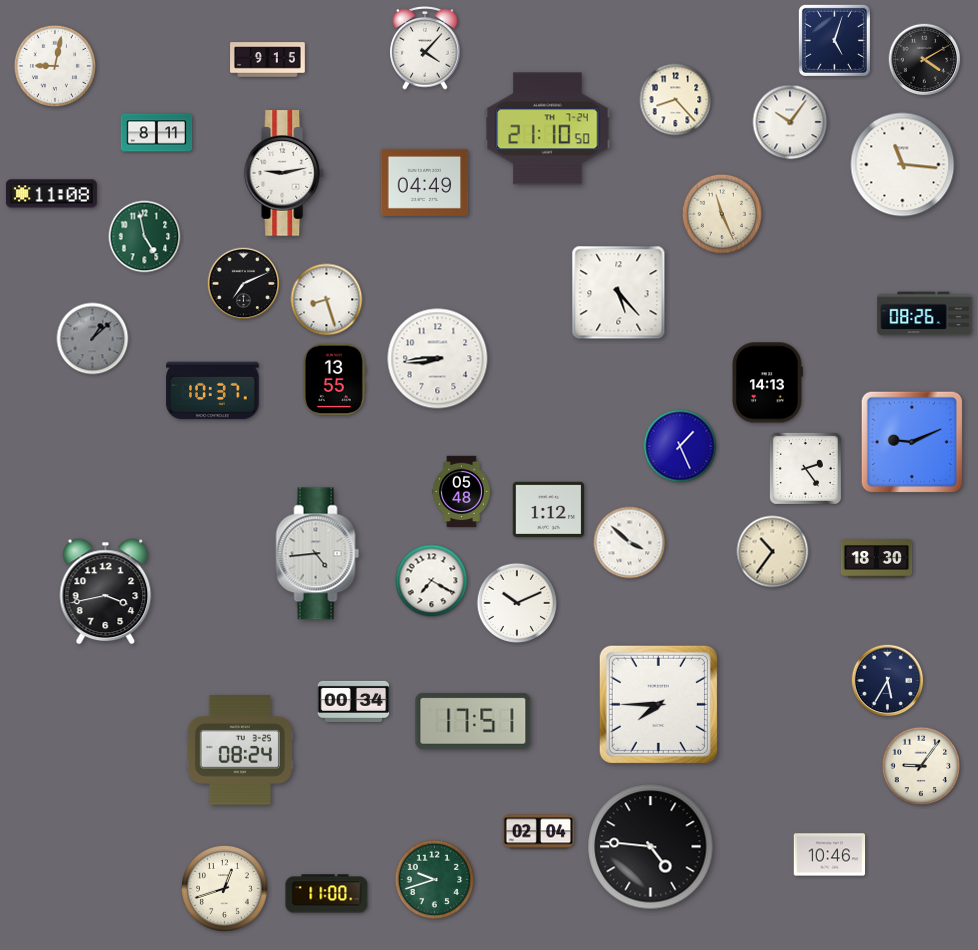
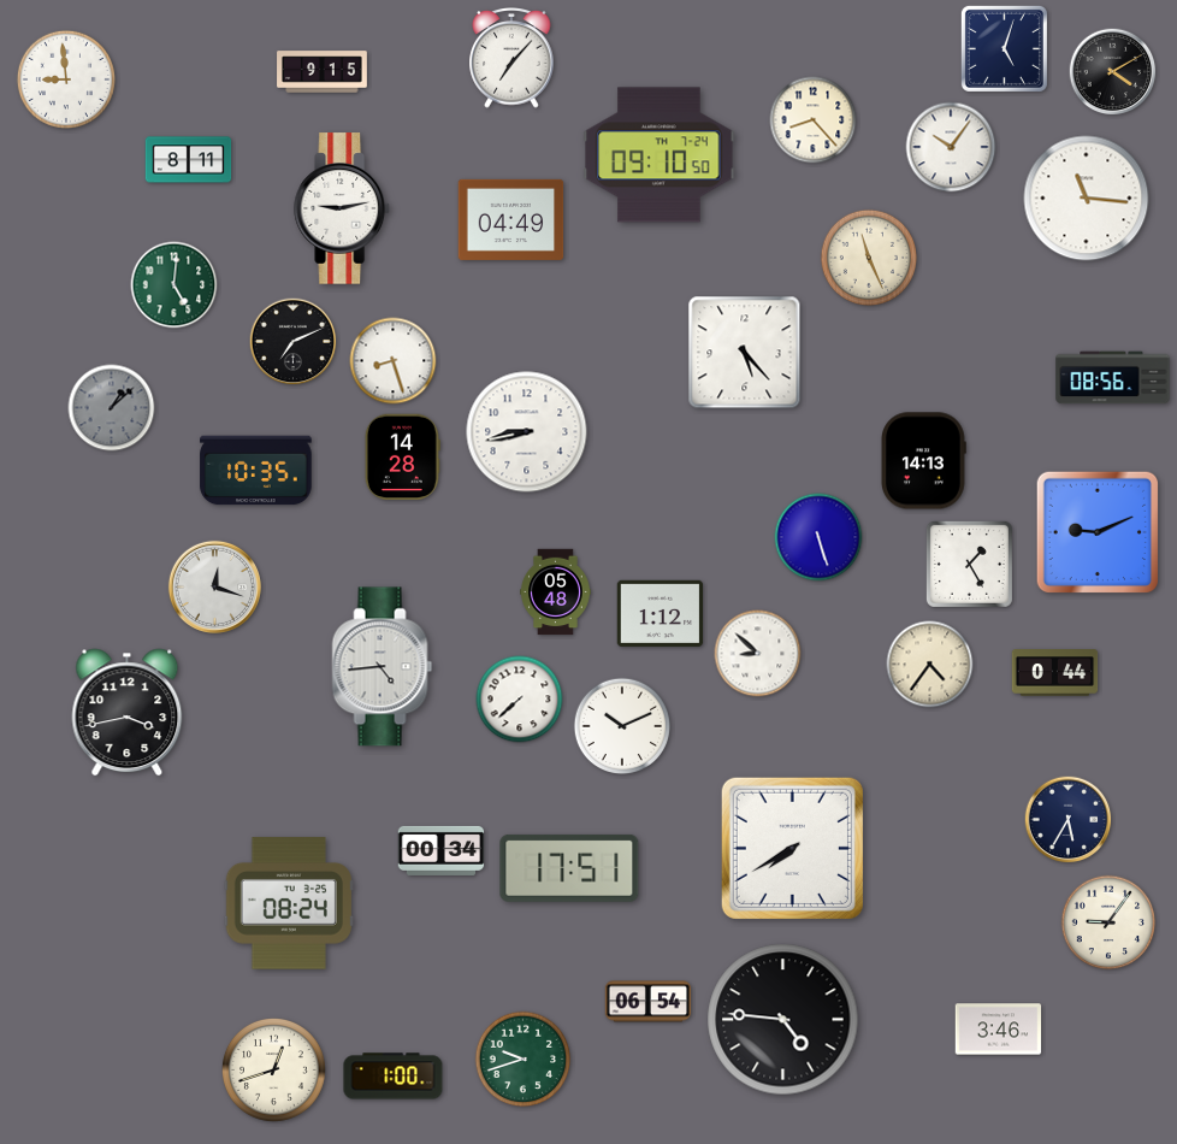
clock at (425, 48): 4:07 -> 7:07
clock at (55, 66): 9:02 -> 8:59
clock at (548, 129): 21:10 -> 09:10
clock at (51, 194): 11:08 -> none
clock at (145, 237): 4:58 -> 5:01
clock at (925, 314): 08:26 -> 08:56
clock at (438, 359): 8:44 -> 8:43
clock at (334, 380): 13:55 -> 14:28
clock at (213, 391): 10:37 -> 10:35
clock at (680, 446): 1:26 -> 5:27
clock at (805, 468): 2:24 -> 1:25
clock at (214, 586): none -> 12:18
clock at (630, 543): 3:52 -> 8:52
clock at (773, 552): 10:36 -> 4:36
clock at (877, 559): 18:30 -> 0:44
clock at (432, 581): 7:20 -> 7:38
clock at (354, 701) position: (354, 701) -> (442, 850)
clock at (658, 704): 7:45 -> 7:40
clock at (539, 832): 02:04 -> 06:54
clock at (830, 855): 10:46 -> 3:46
clock at (225, 889) position: (225, 889) -> (274, 1071)
clock at (327, 894): 11:00 -> 1:00
